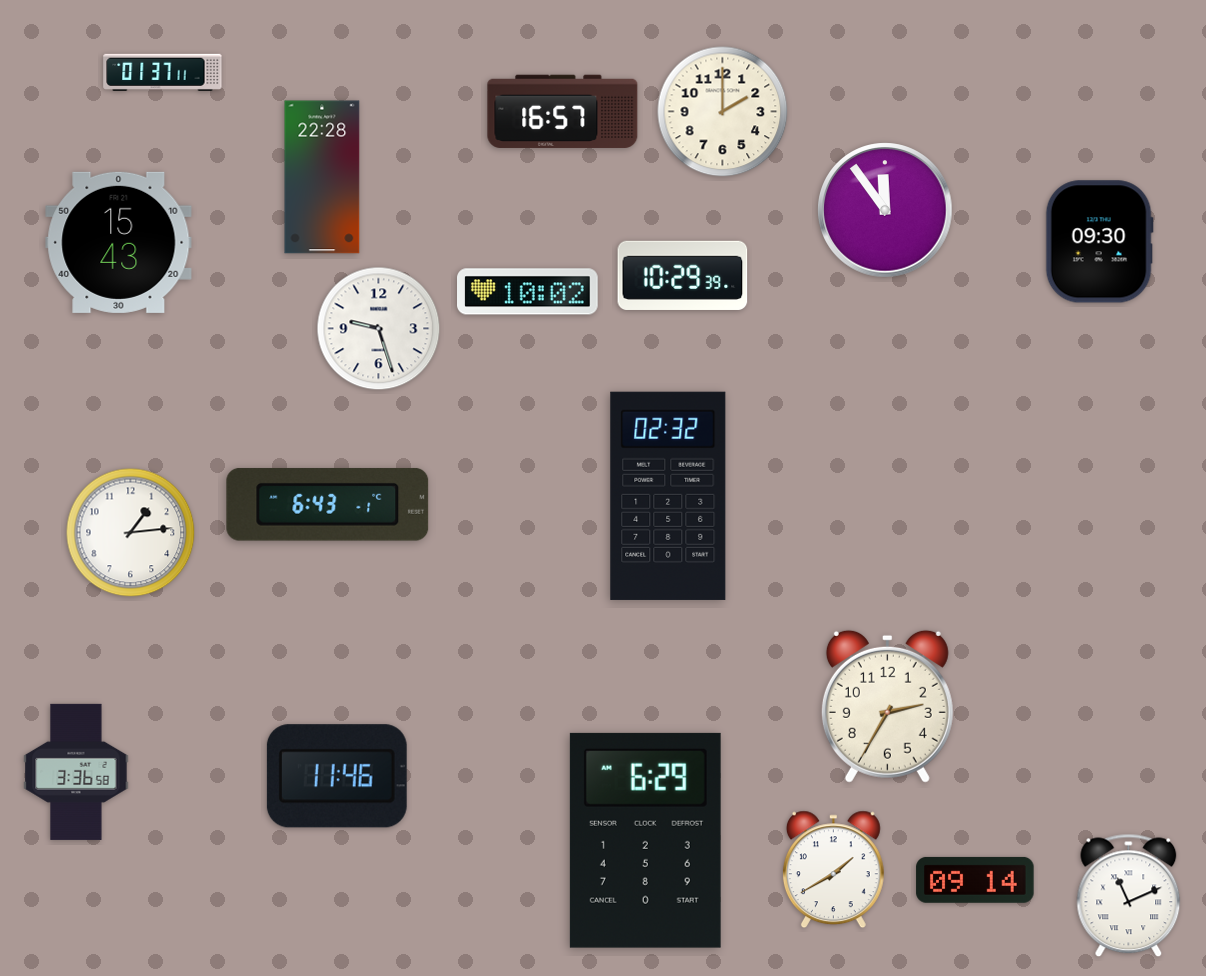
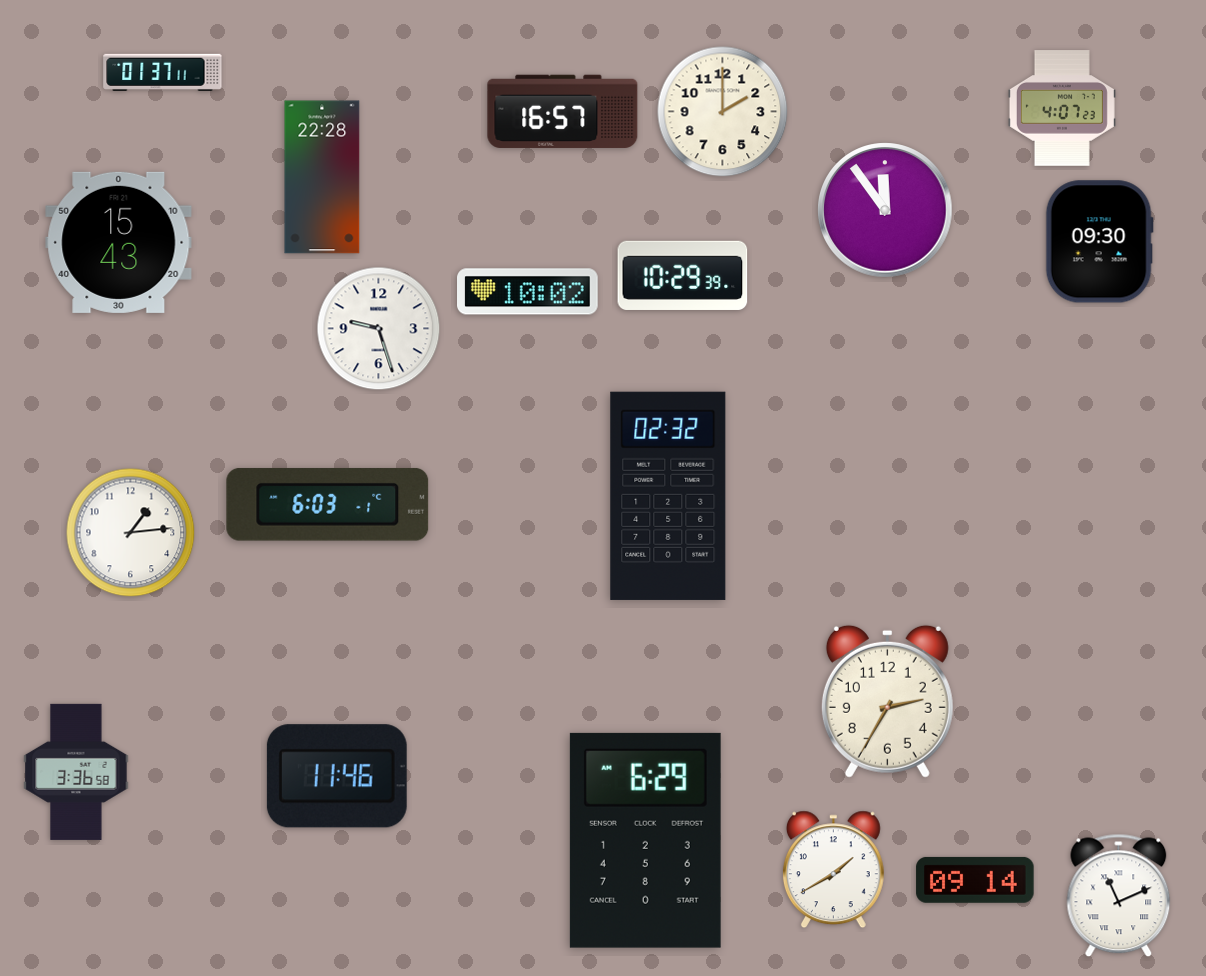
clock at (1062, 108): none -> 4:07
clock at (328, 505): 6:43 -> 6:03
clock at (887, 706) position: (887, 706) -> (887, 701)
clock at (1129, 896) position: (1129, 896) -> (1119, 896)
